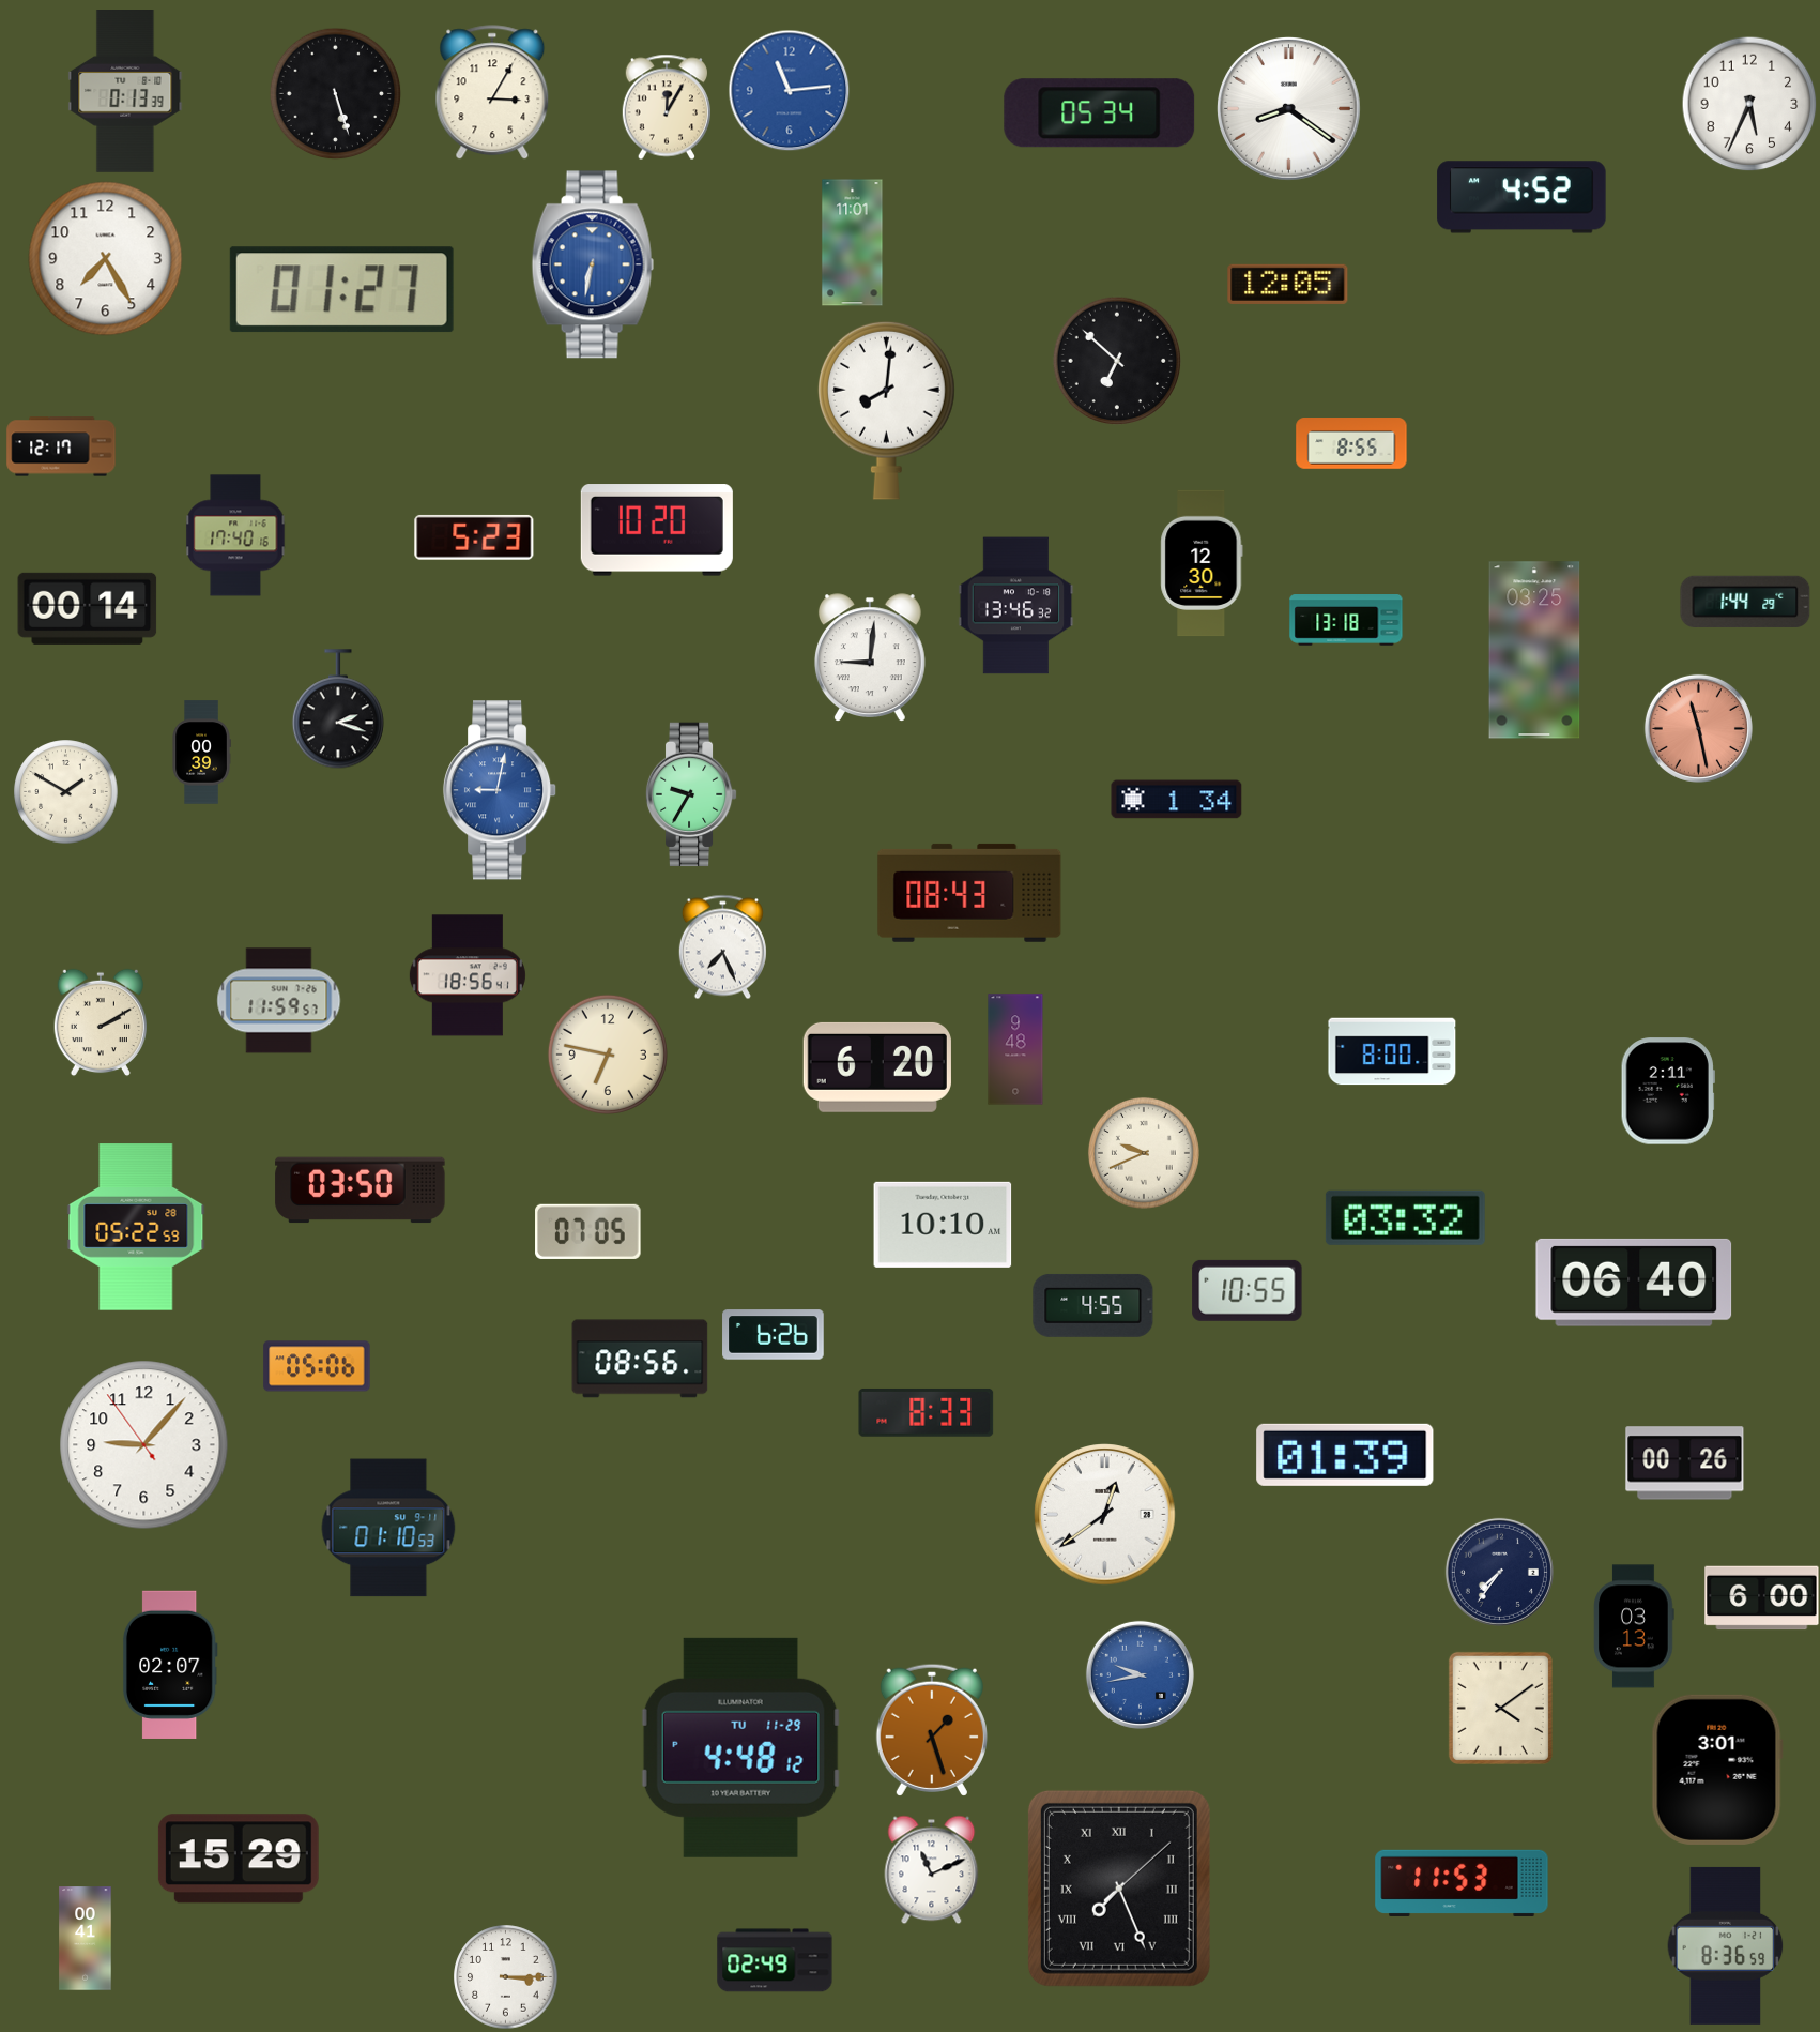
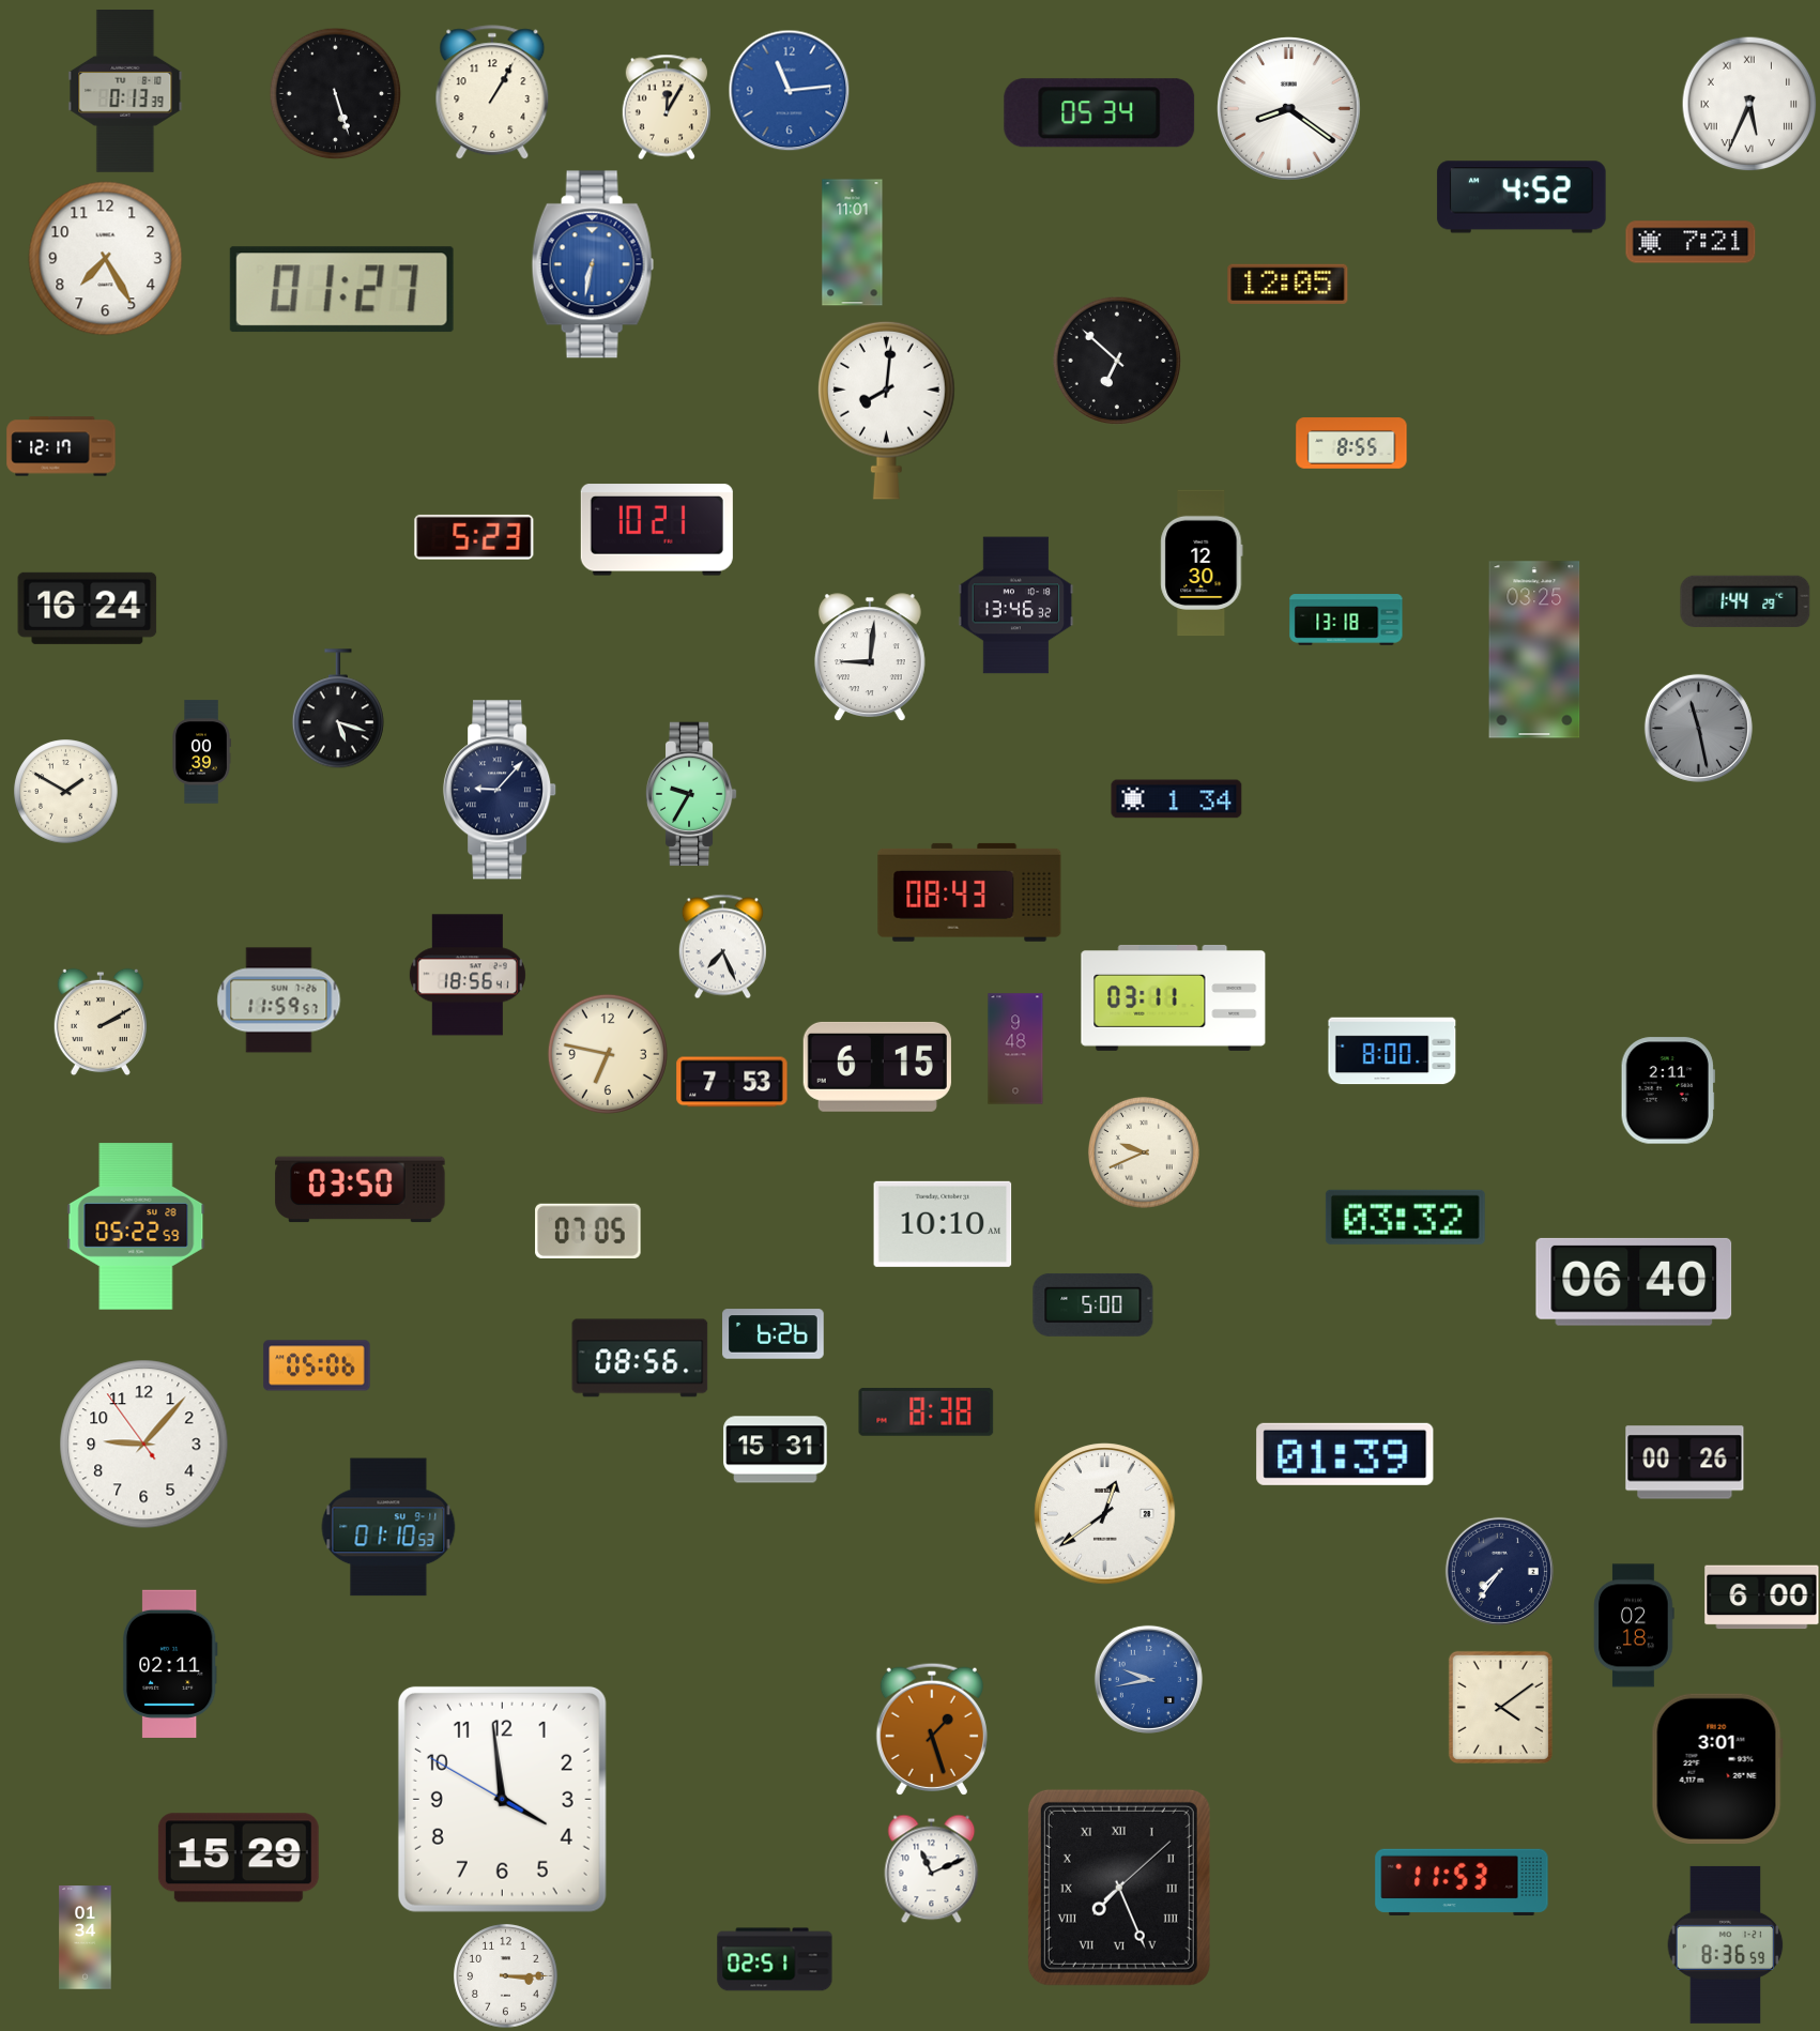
clock at (492, 92): 3:05 -> 1:05
clock at (1749, 104) numerals: Arabic -> Roman
clock at (1691, 242): none -> 7:21
clock at (657, 530): 10:20 -> 10:21
clock at (235, 535): 17:40 -> none
clock at (88, 608): 00:14 -> 16:24
clock at (338, 709): 2:18 -> 5:18
clock at (1698, 728) dial: salmon -> grey
clock at (500, 790): 9:02 -> 9:07
clock at (500, 790) dial: blue -> navy
clock at (1174, 997): none -> 03:11
clock at (877, 1067): 6:20 -> 6:15
clock at (732, 1082): none -> 7:53
clock at (1248, 1290): 10:55 -> none
clock at (1093, 1305): 4:55 -> 5:00
clock at (927, 1412): 8:33 -> 8:38
clock at (776, 1450): none -> 15:31
clock at (1634, 1626): 03:13 -> 02:18
clock at (170, 1665): 02:07 -> 02:11
clock at (1140, 1674) position: (1140, 1674) -> (1148, 1679)
clock at (741, 1747): 4:48 -> none
clock at (502, 1799): none -> 3:58
clock at (86, 1939): 00:41 -> 01:34
clock at (775, 1960): 02:49 -> 02:51
